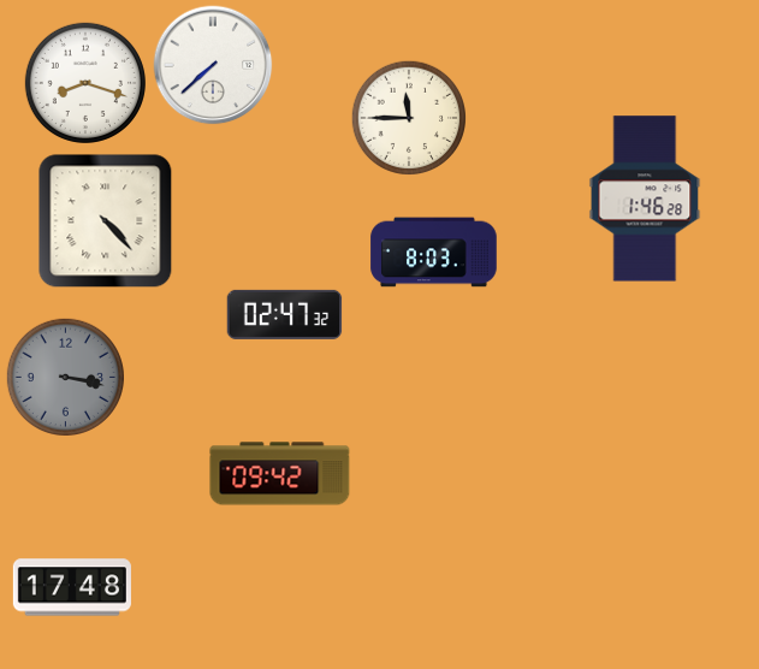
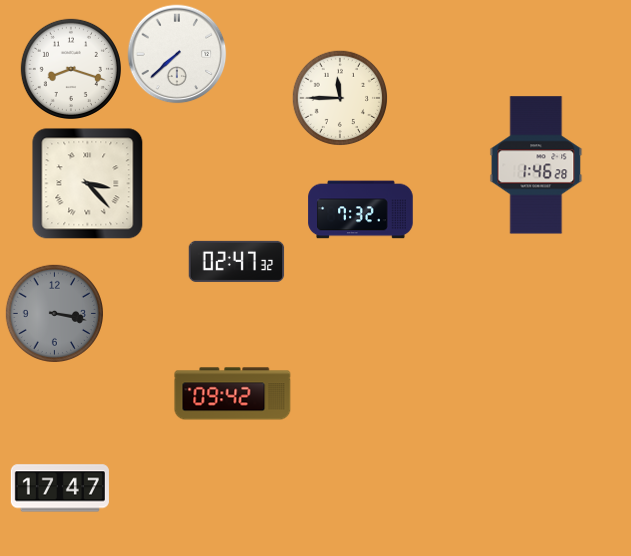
clock at (106, 221): 4:23 -> 3:23
clock at (434, 253): 8:03 -> 7:32
clock at (72, 587): 17:48 -> 17:47
